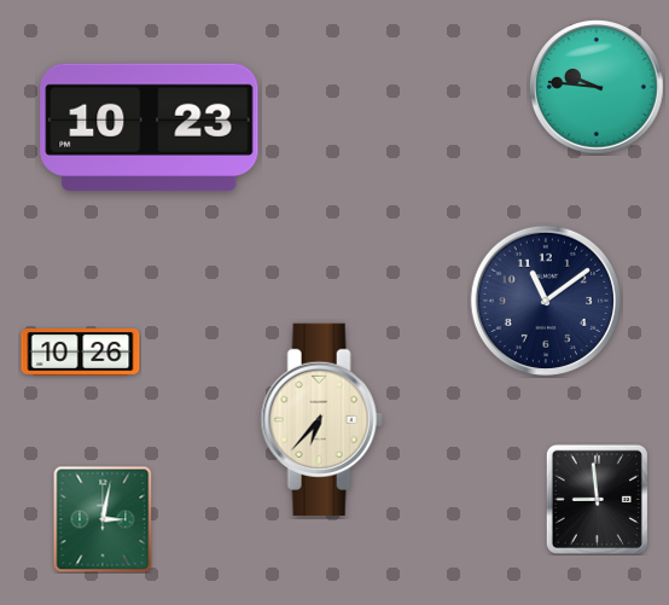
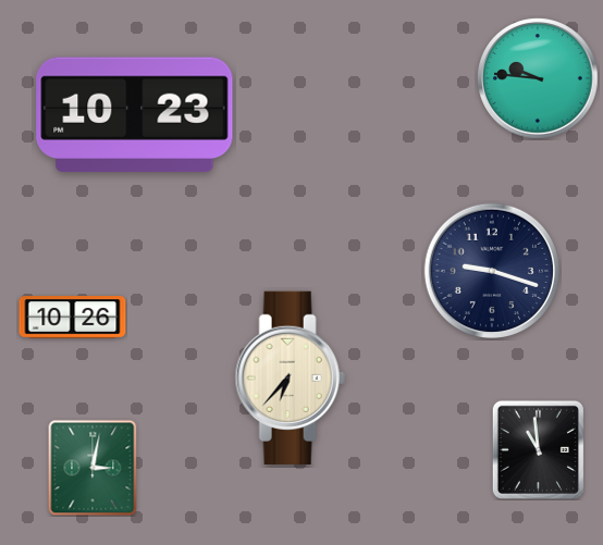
clock at (545, 299): 11:09 -> 9:18
clock at (597, 499): 8:59 -> 10:59
